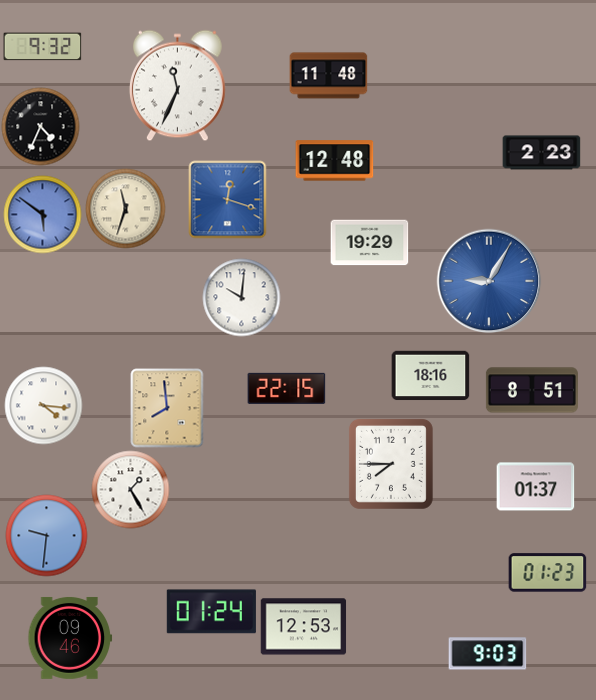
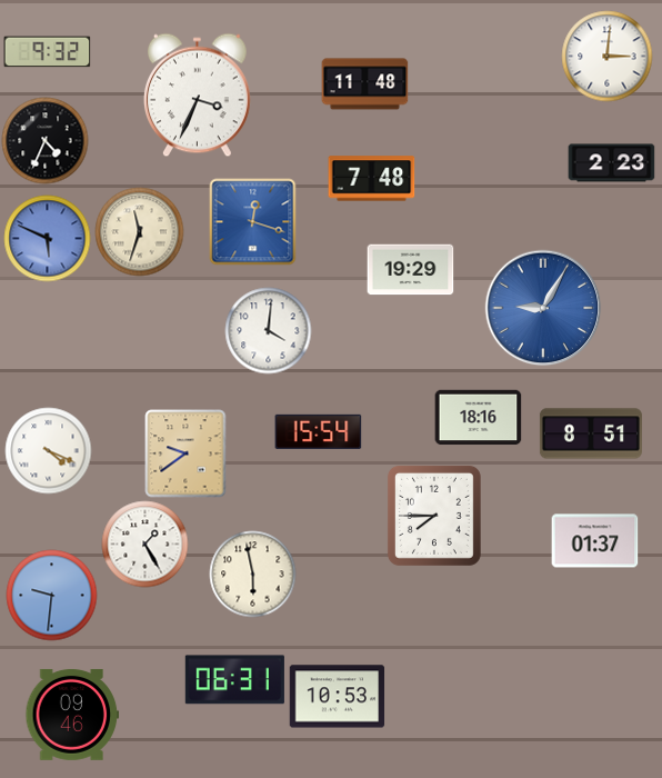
clock at (606, 56): none -> 3:01
clock at (177, 85): 11:34 -> 3:34
clock at (541, 153) position: (541, 153) -> (611, 163)
clock at (334, 161): 12:48 -> 7:48
clock at (42, 214): 5:51 -> 5:49
clock at (489, 281) position: (489, 281) -> (543, 308)
clock at (241, 297): 10:01 -> 4:01
clock at (286, 388): 22:15 -> 15:54
clock at (43, 405): 4:16 -> 4:19
clock at (167, 408): 7:59 -> 9:39
clock at (252, 573): none -> 5:58
clock at (547, 573): 01:23 -> none
clock at (211, 612): 01:24 -> 06:31
clock at (303, 627): 12:53 -> 10:53
clock at (70, 638) position: (70, 638) -> (72, 715)
clock at (487, 654): 9:03 -> none
